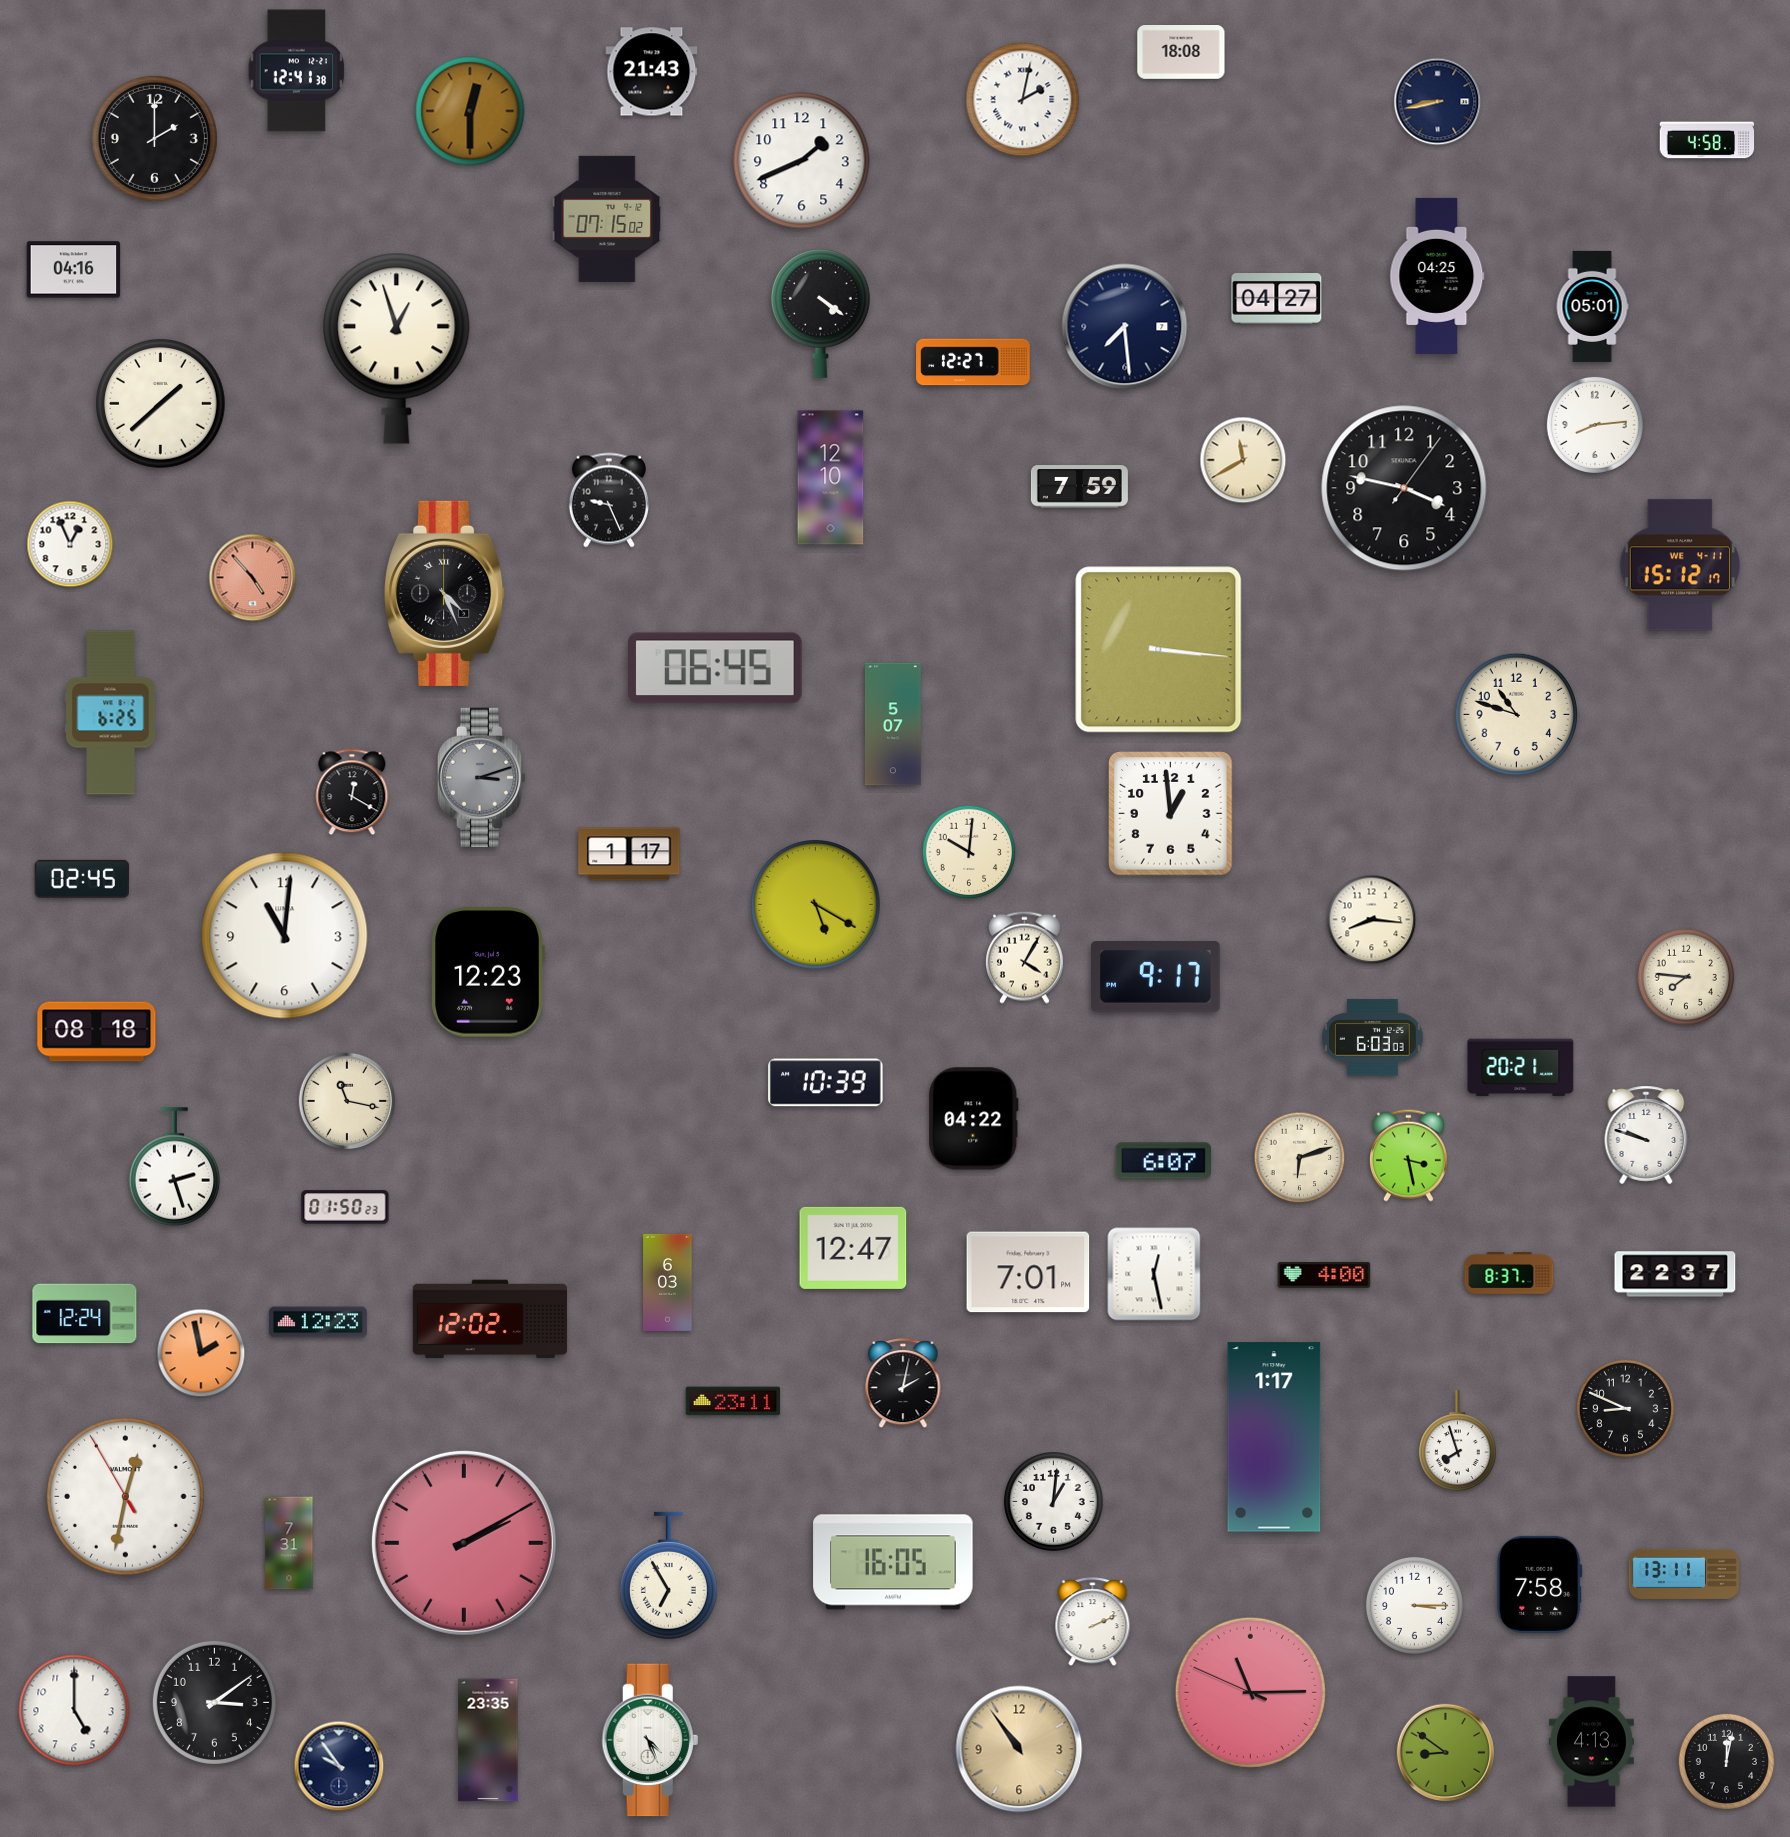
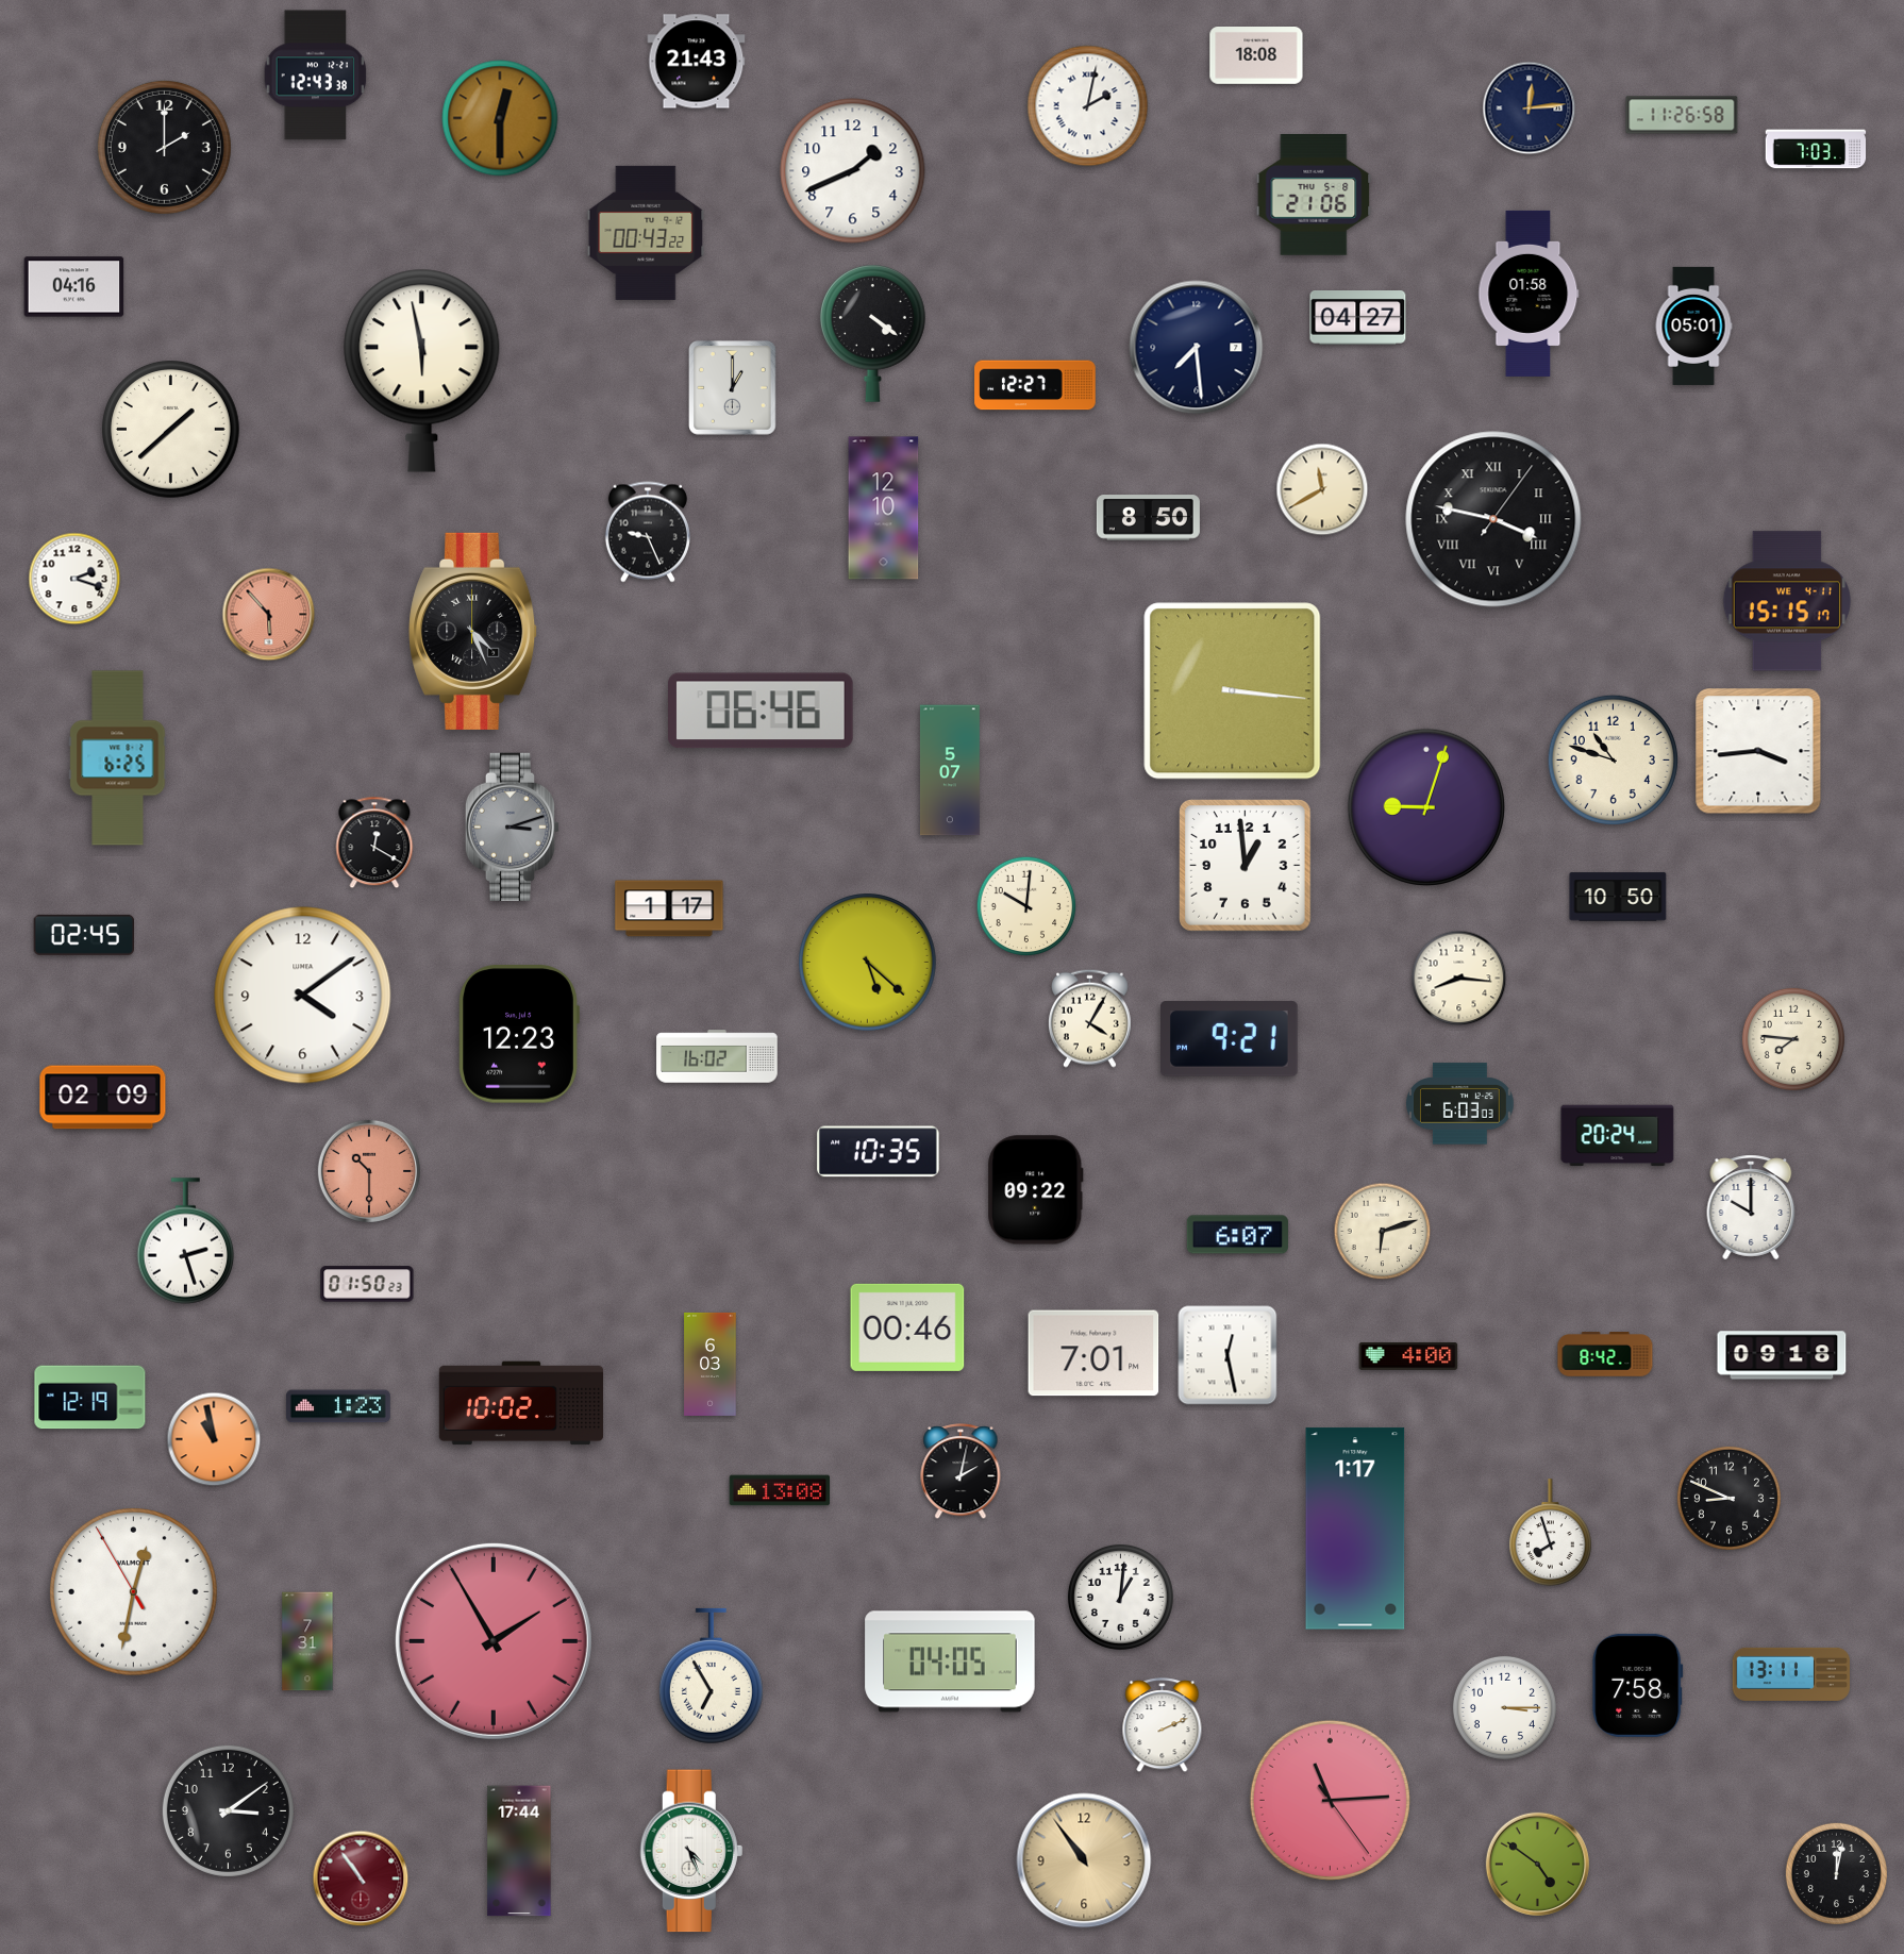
clock at (297, 71): 12:41 -> 12:43
clock at (652, 72) position: (652, 72) -> (697, 62)
clock at (1438, 102): 8:43 -> 12:14
clock at (1682, 115): none -> 11:26
clock at (1707, 140): 4:58 -> 7:03
clock at (1314, 196): none -> 21:06
clock at (607, 219): 07:15 -> 00:43
clock at (74, 270) position: (74, 270) -> (74, 287)
clock at (1437, 276): 04:25 -> 01:58
clock at (397, 348): 12:57 -> 5:58
clock at (733, 388): none -> 1:00
clock at (1595, 425): 8:14 -> none
clock at (1079, 487): 7:59 -> 8:50
clock at (1404, 488) numerals: Arabic -> Roman
clock at (70, 544): 12:56 -> 2:18
clock at (1680, 565): 15:12 -> 15:15
clock at (253, 578): 4:53 -> 5:53
clock at (716, 668): 06:45 -> 06:46
clock at (1758, 751): none -> 3:44
clock at (1426, 807): none -> 9:03
clock at (1618, 897): none -> 10:50
clock at (969, 852) position: (969, 852) -> (1026, 906)
clock at (81, 879) position: (81, 879) -> (83, 935)
clock at (816, 905): 5:20 -> 5:22
clock at (285, 936): 11:01 -> 4:09
clock at (1156, 977): 9:17 -> 9:21
clock at (717, 1056): none -> 16:02
clock at (97, 1032): 08:18 -> 02:09
clock at (1521, 1068): 20:21 -> 20:24
clock at (826, 1083): 10:39 -> 10:35
clock at (346, 1100): 11:17 -> 10:30
clock at (346, 1100) dial: cream -> salmon
clock at (974, 1119): 04:22 -> 09:22
clock at (1646, 1135): 9:48 -> 10:00
clock at (1408, 1155): 3:28 -> none
clock at (853, 1248): 12:47 -> 00:46
clock at (1509, 1273): 8:37 -> 8:42
clock at (1675, 1274): 22:37 -> 09:18
clock at (85, 1314): 12:24 -> 12:19
clock at (490, 1319): 12:02 -> 10:02
clock at (318, 1322): 12:23 -> 1:23
clock at (201, 1353): 1:58 -> 10:58
clock at (733, 1401): 23:11 -> 13:08
clock at (464, 1543): 2:10 -> 1:55
clock at (893, 1562): 16:05 -> 04:05
clock at (1250, 1692): 11:14:49 -> 11:14:24
clock at (74, 1710): 5:00 -> none
clock at (488, 1740): 23:35 -> 17:44
clock at (1591, 1742): 4:13 -> none
clock at (1445, 1752): 8:51 -> 4:51
clock at (339, 1766): 9:54 -> 10:54
clock at (339, 1766) dial: navy -> burgundy
